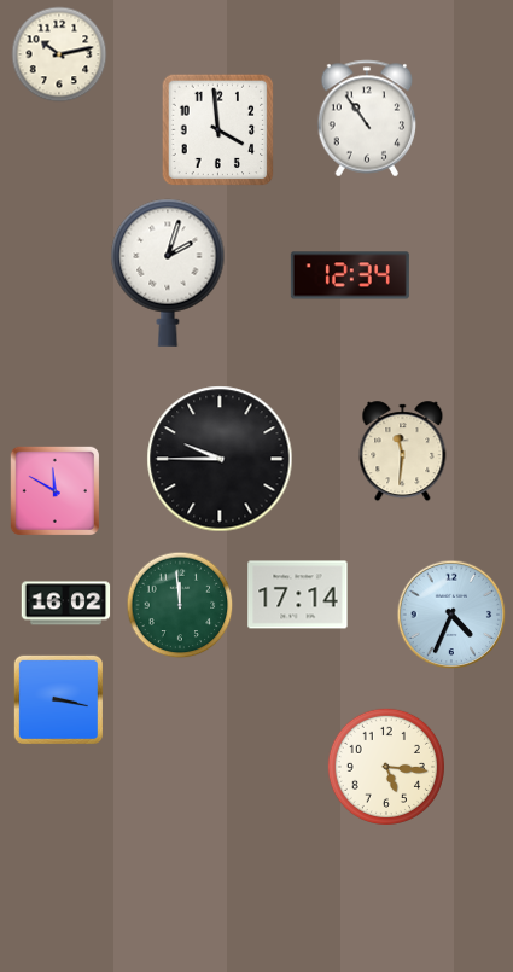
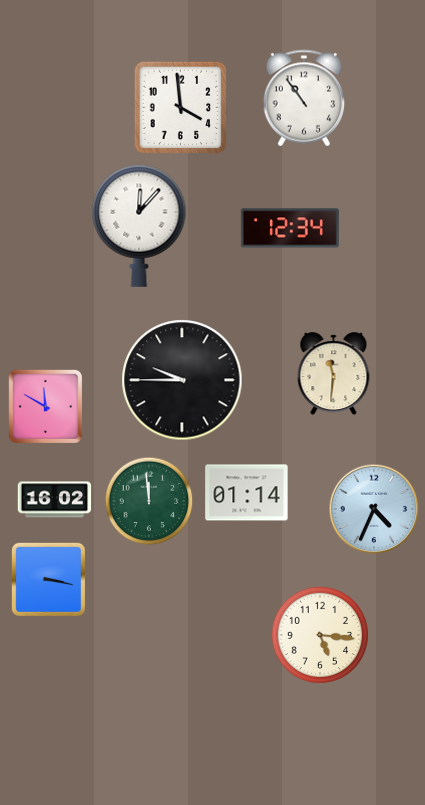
clock at (59, 54): 10:13 -> none
clock at (168, 273): 2:03 -> 12:07
clock at (298, 595): 17:14 -> 01:14
